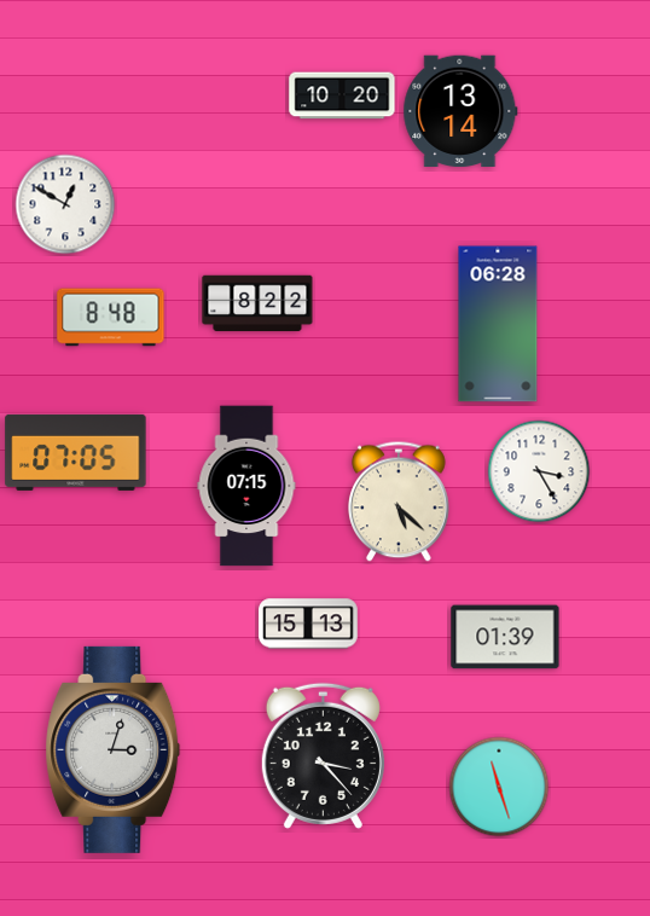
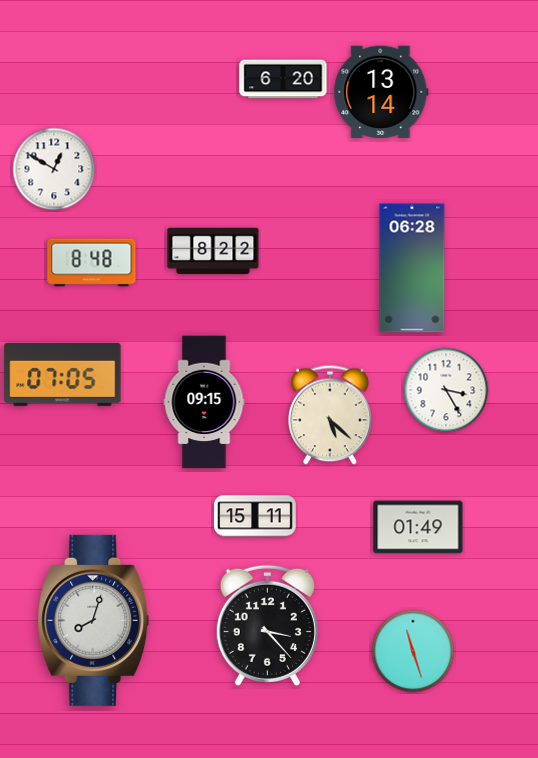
clock at (342, 95): 10:20 -> 6:20
clock at (246, 486): 07:15 -> 09:15
clock at (308, 624): 15:13 -> 15:11
clock at (505, 637): 01:39 -> 01:49
clock at (114, 749): 3:03 -> 8:03
